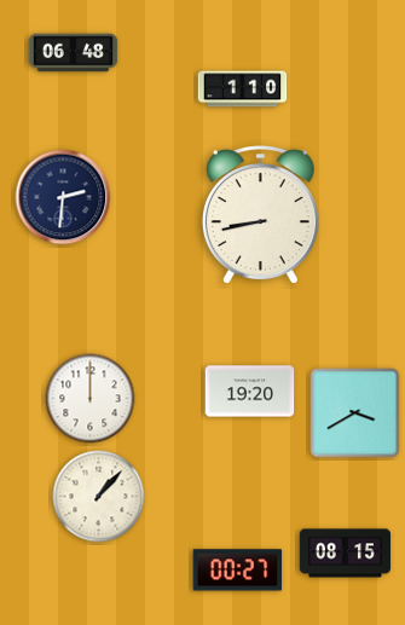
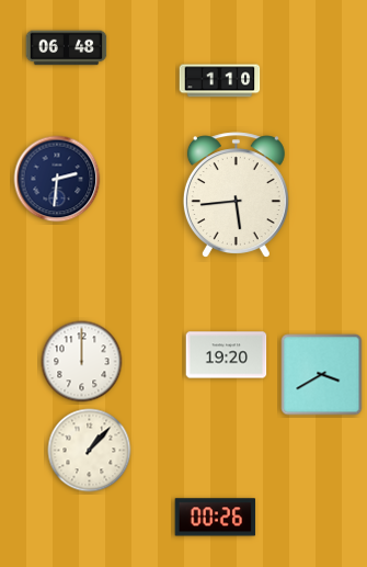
clock at (260, 215): 8:43 -> 5:44
clock at (346, 554): 08:15 -> none
clock at (238, 571): 00:27 -> 00:26
